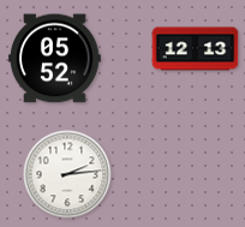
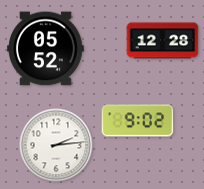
clock at (196, 49): 12:13 -> 12:28
clock at (138, 121): none -> 9:02
